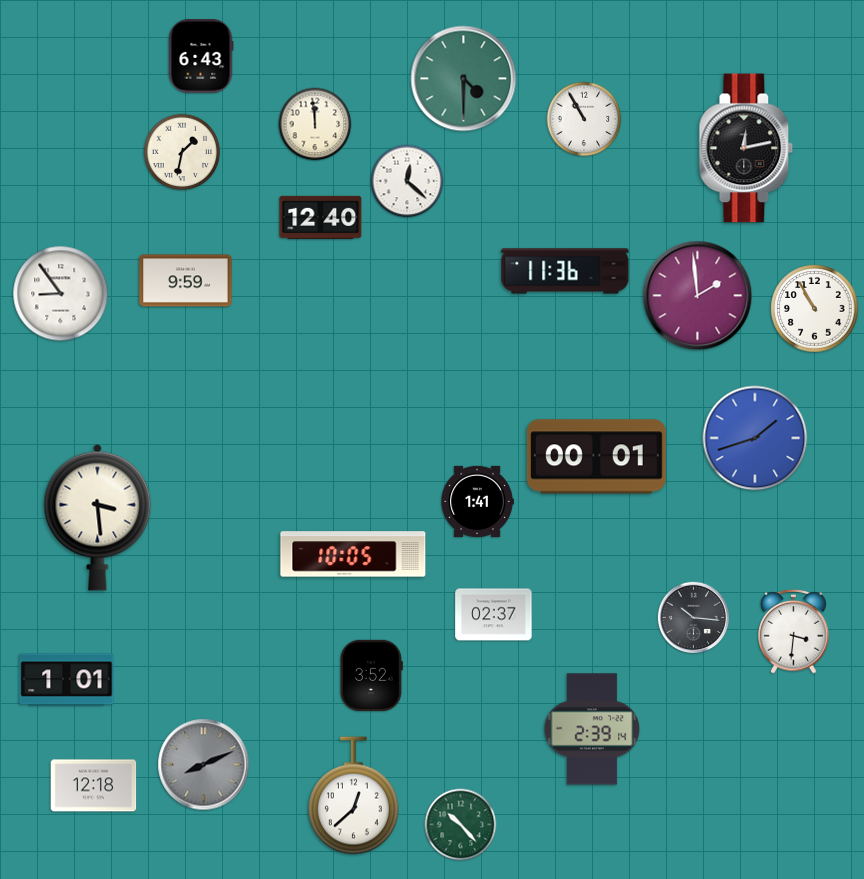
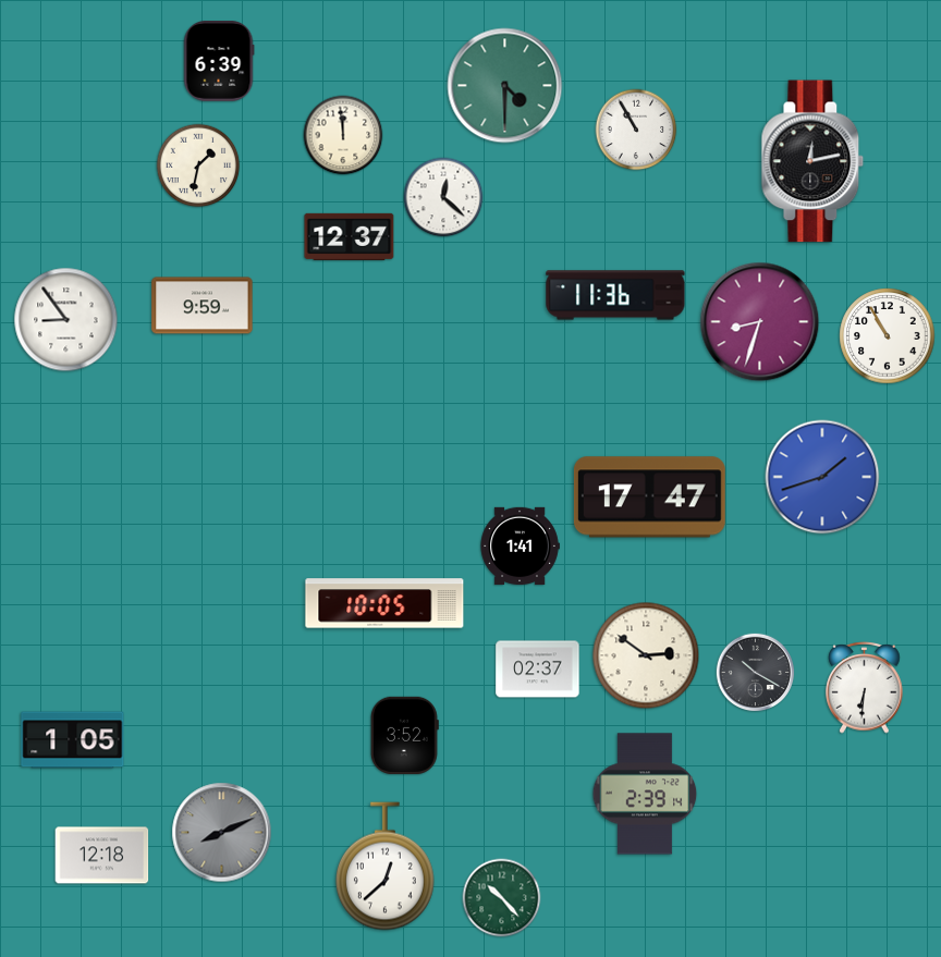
clock at (201, 57): 6:43 -> 6:39
clock at (321, 217): 12:40 -> 12:37
clock at (698, 296): 1:59 -> 8:33
clock at (596, 457): 00:01 -> 17:47
clock at (98, 517): 3:29 -> none
clock at (646, 655): none -> 2:51
clock at (694, 618): 10:16 -> 10:20
clock at (794, 632): 3:31 -> 6:31
clock at (67, 680): 1:01 -> 1:05
